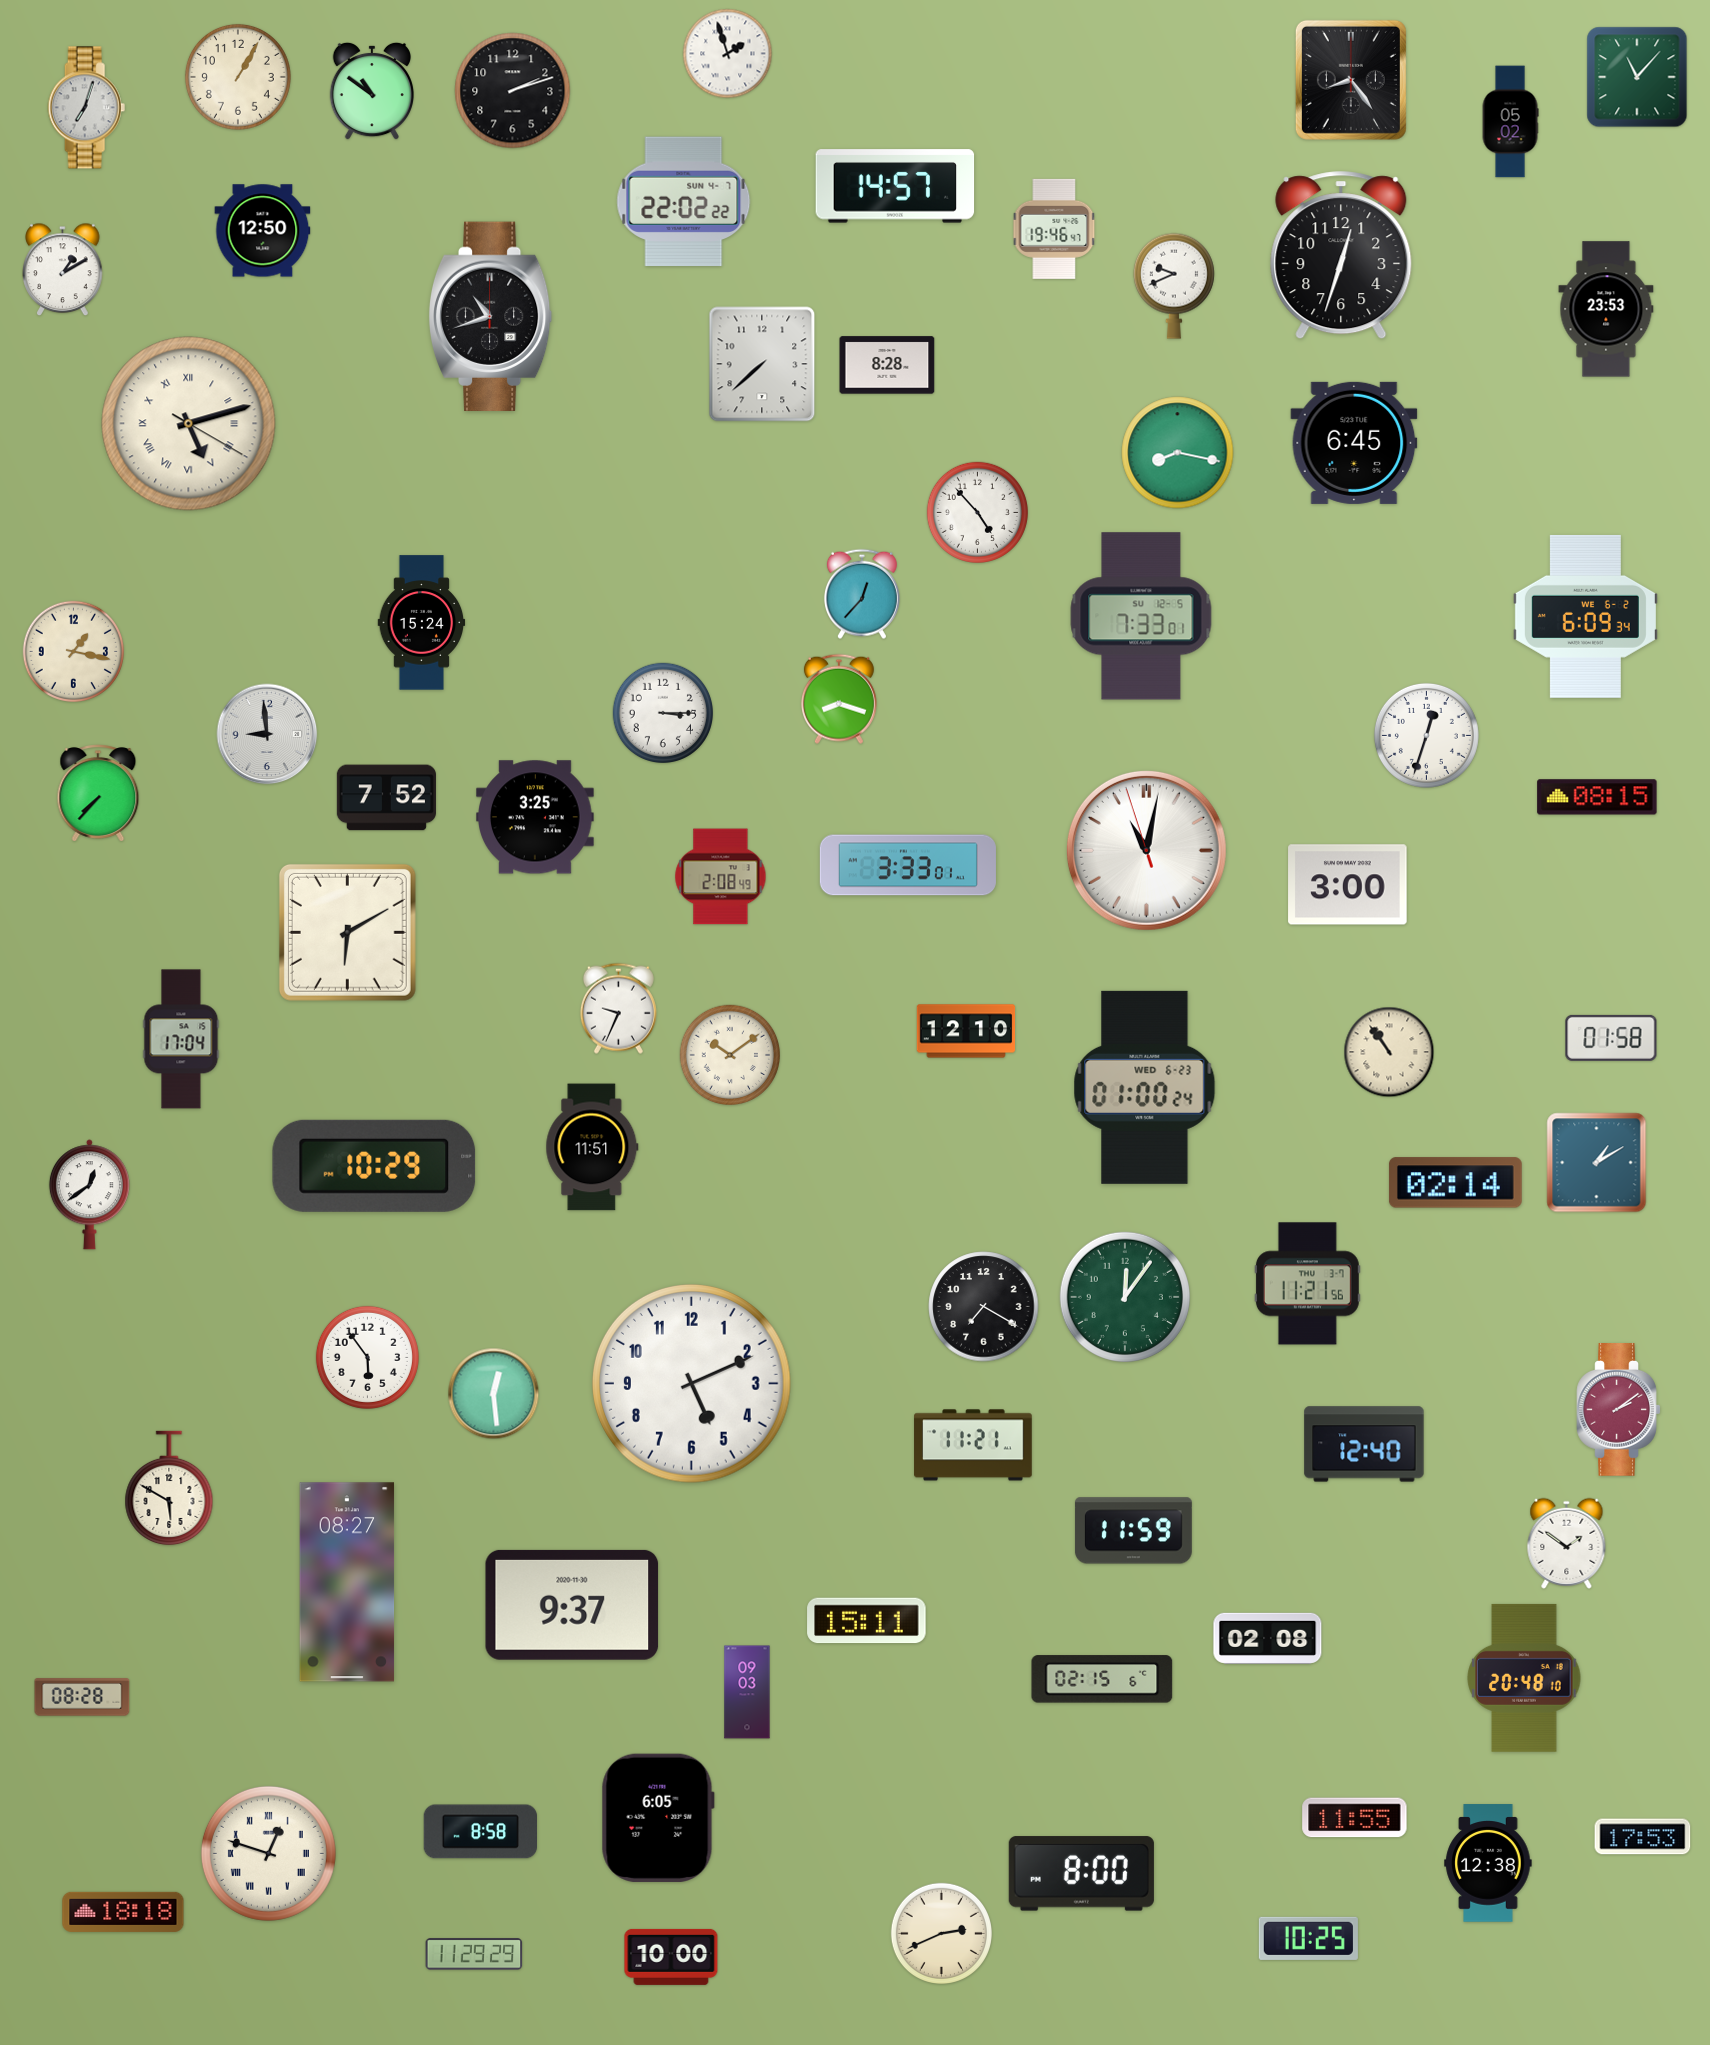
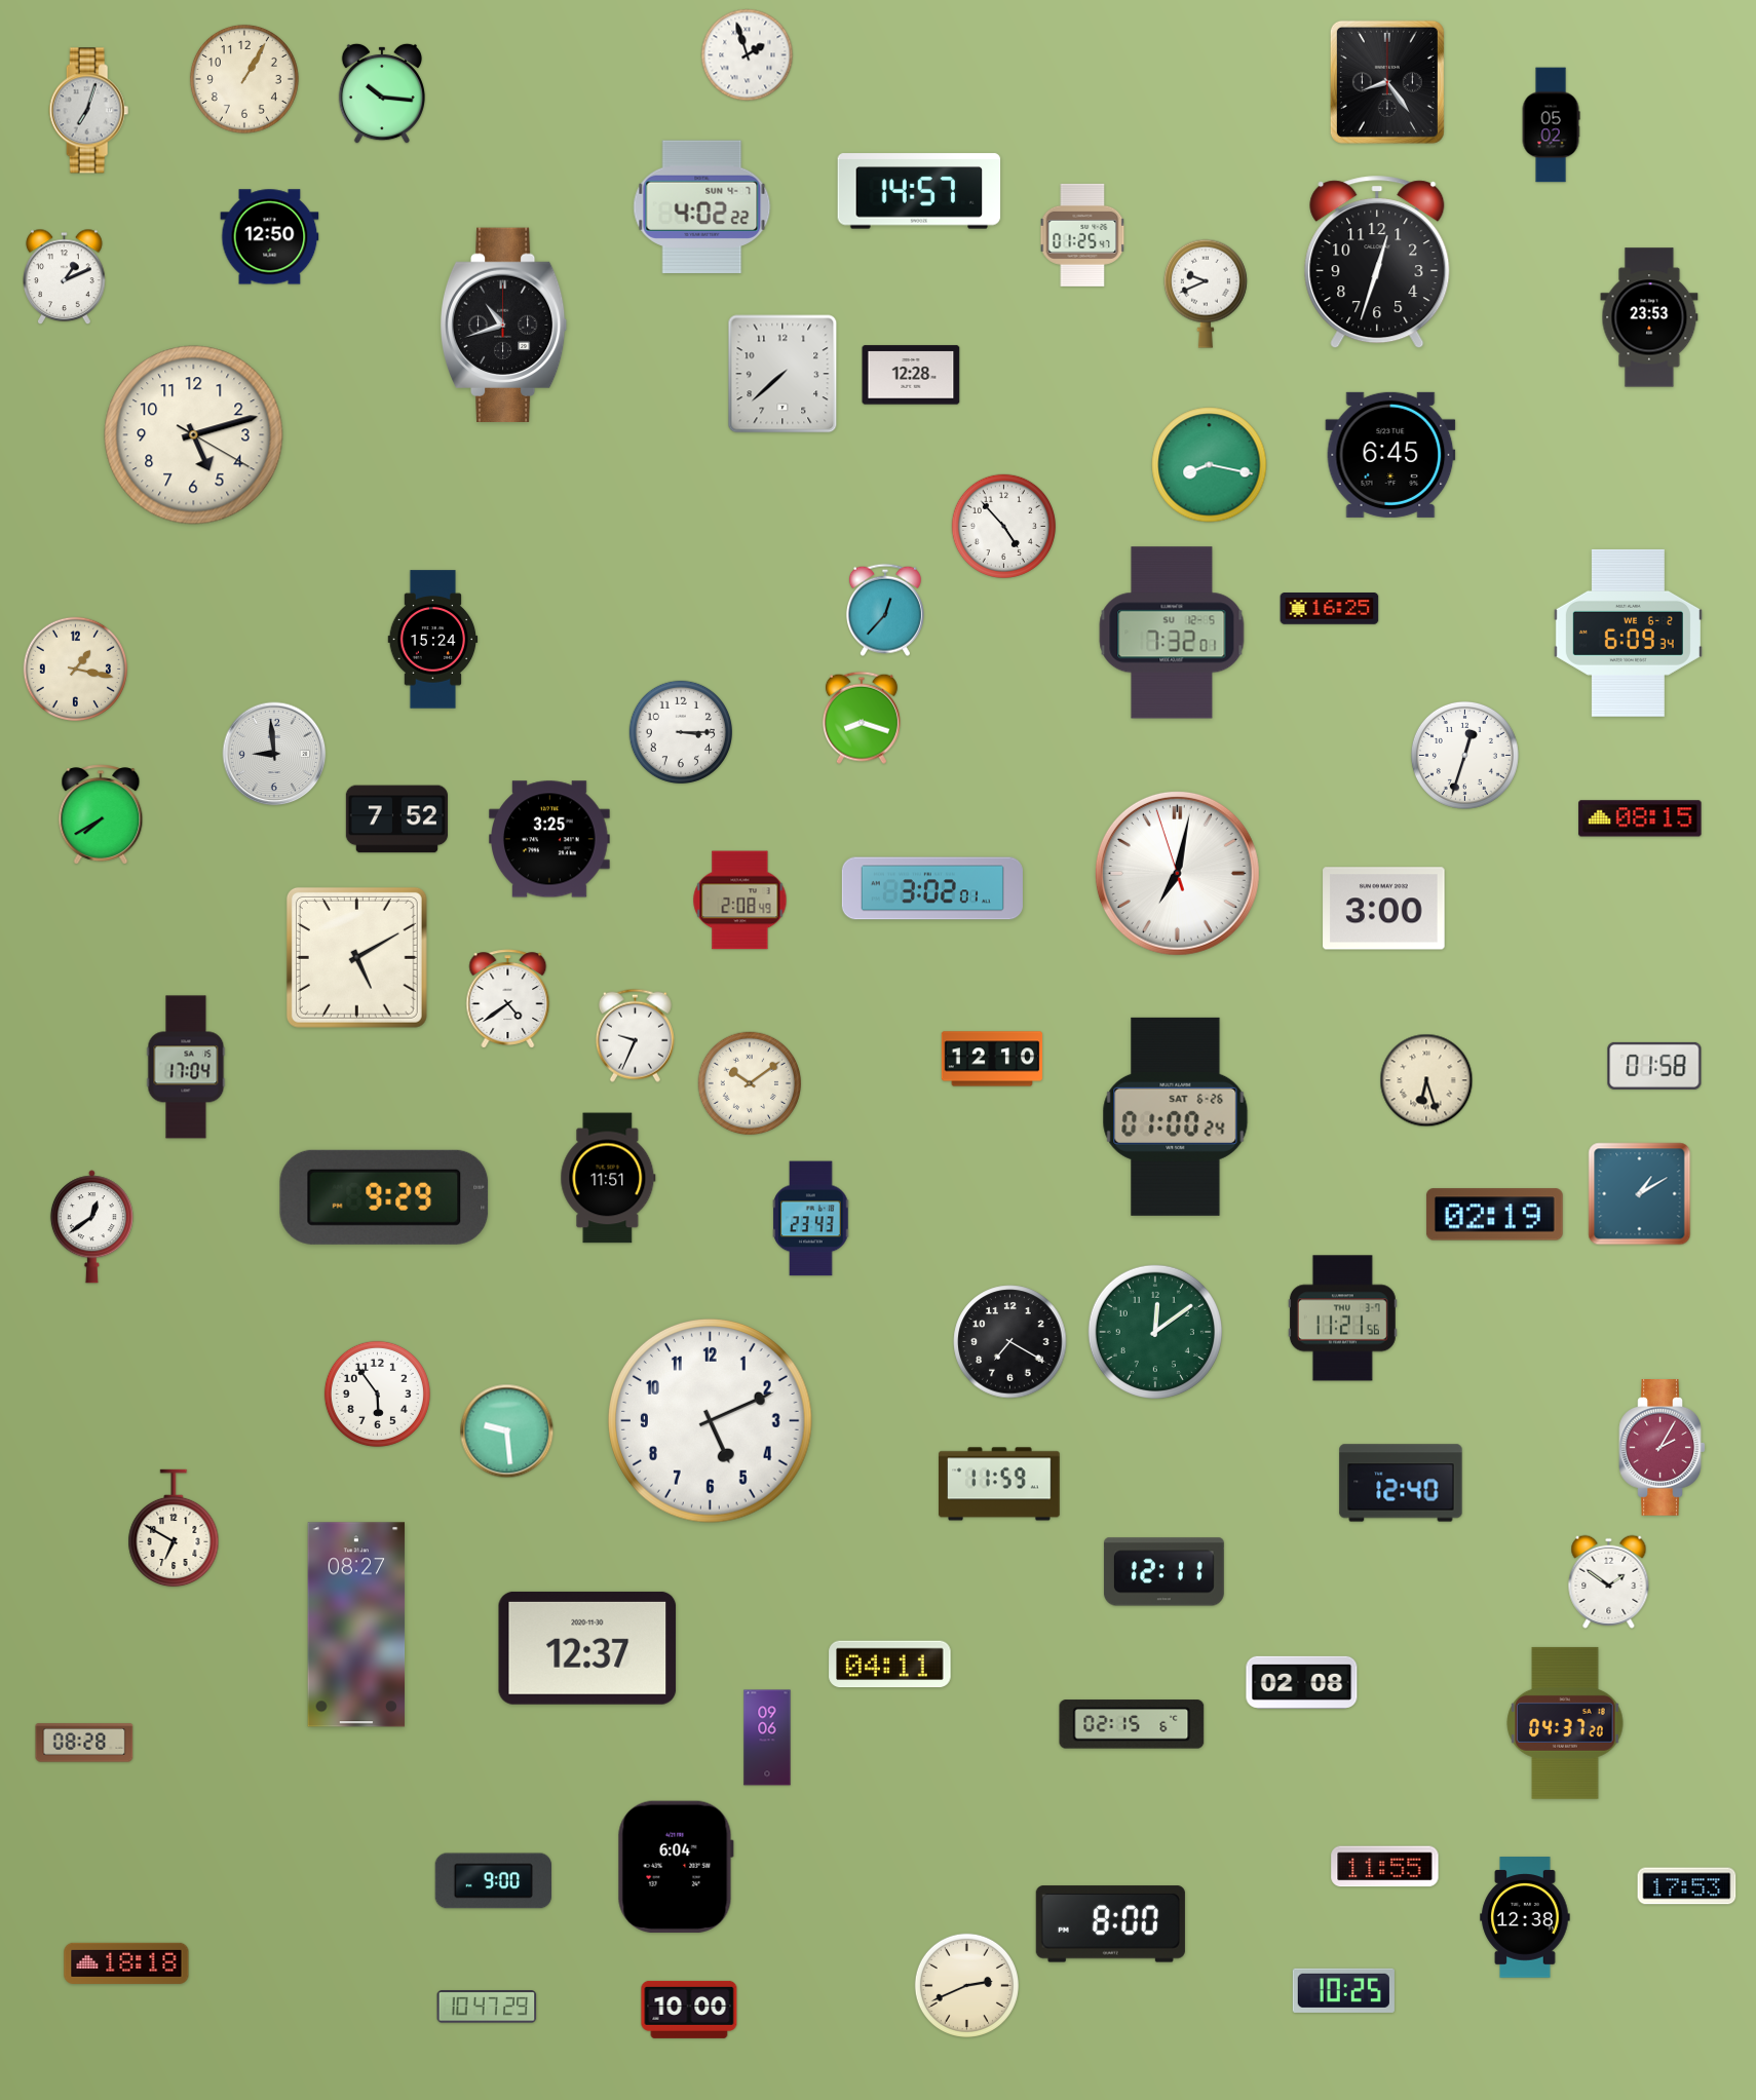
clock at (1637, 77): 11:07 -> none
clock at (372, 91): 10:51 -> 10:16
clock at (513, 91): 2:12 -> none
clock at (684, 202): 22:02 -> 4:02
clock at (1054, 229): 19:46 -> 01:25
clock at (63, 270): 1:10 -> 1:11
clock at (887, 365): 8:28 -> 12:28
clock at (189, 424) numerals: Roman -> Arabic
clock at (1330, 609): none -> 16:25
clock at (1141, 616): 7:33 -> 7:32
clock at (98, 793): 7:37 -> 7:40
clock at (1146, 850): 11:01 -> 7:01
clock at (908, 865): 3:33 -> 3:02
clock at (347, 932): 6:10 -> 5:10
clock at (508, 999): none -> 4:39
clock at (1389, 1052): 10:54 -> 6:27
clock at (1145, 1087) date: WED 6-23 -> SAT 6-26
clock at (374, 1166): 10:29 -> 9:29
clock at (1455, 1183): 02:14 -> 02:19
clock at (811, 1219): none -> 23:43
clock at (1125, 1297): 12:06 -> 12:09
clock at (494, 1394): 12:29 -> 9:29
clock at (1619, 1410): 2:09 -> 2:05
clock at (973, 1445): 11:21 -> 11:59
clock at (169, 1488): 5:50 -> 6:50
clock at (1133, 1531): 11:59 -> 12:11
clock at (1567, 1543) position: (1567, 1543) -> (1609, 1581)
clock at (572, 1605): 9:37 -> 12:37
clock at (867, 1621): 15:11 -> 04:11
clock at (1524, 1678): 20:48 -> 04:37
clock at (747, 1692): 09:03 -> 09:06
clock at (658, 1818): 6:05 -> 6:04
clock at (1355, 1818) position: (1355, 1818) -> (1385, 1867)
clock at (480, 1832): 8:58 -> 9:00
clock at (268, 1853): 12:48 -> none
clock at (1488, 1863) position: (1488, 1863) -> (1525, 1917)
clock at (474, 1954): 11:29 -> 10:47
